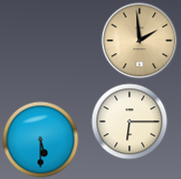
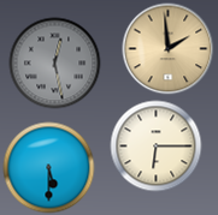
clock at (55, 64): none -> 12:28
